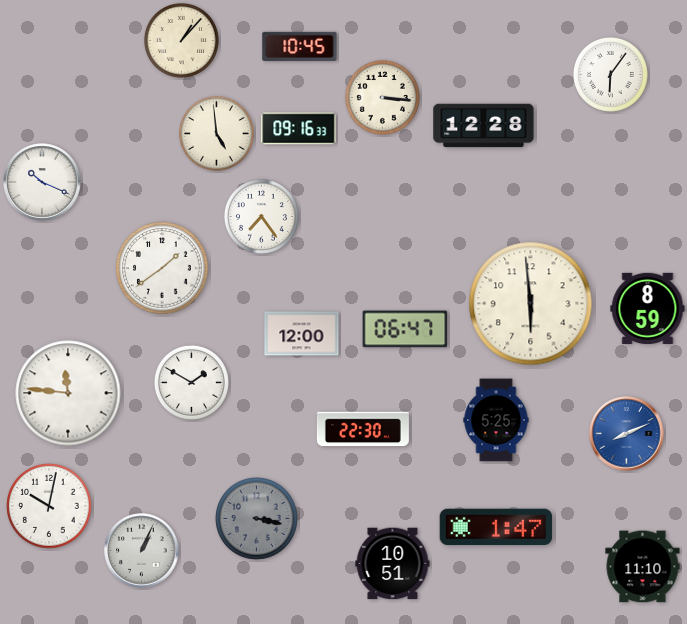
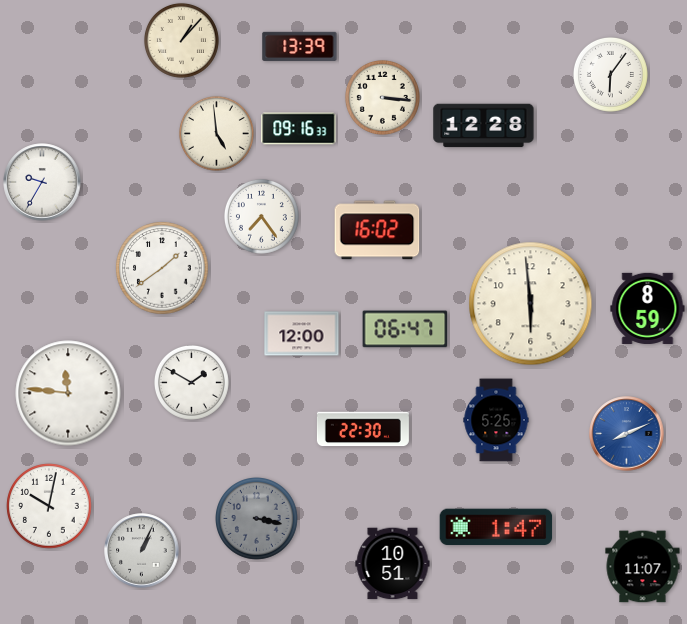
clock at (300, 46): 10:45 -> 13:39
clock at (42, 182): 10:19 -> 9:35
clock at (377, 230): none -> 16:02
clock at (643, 567): 11:10 -> 11:07
